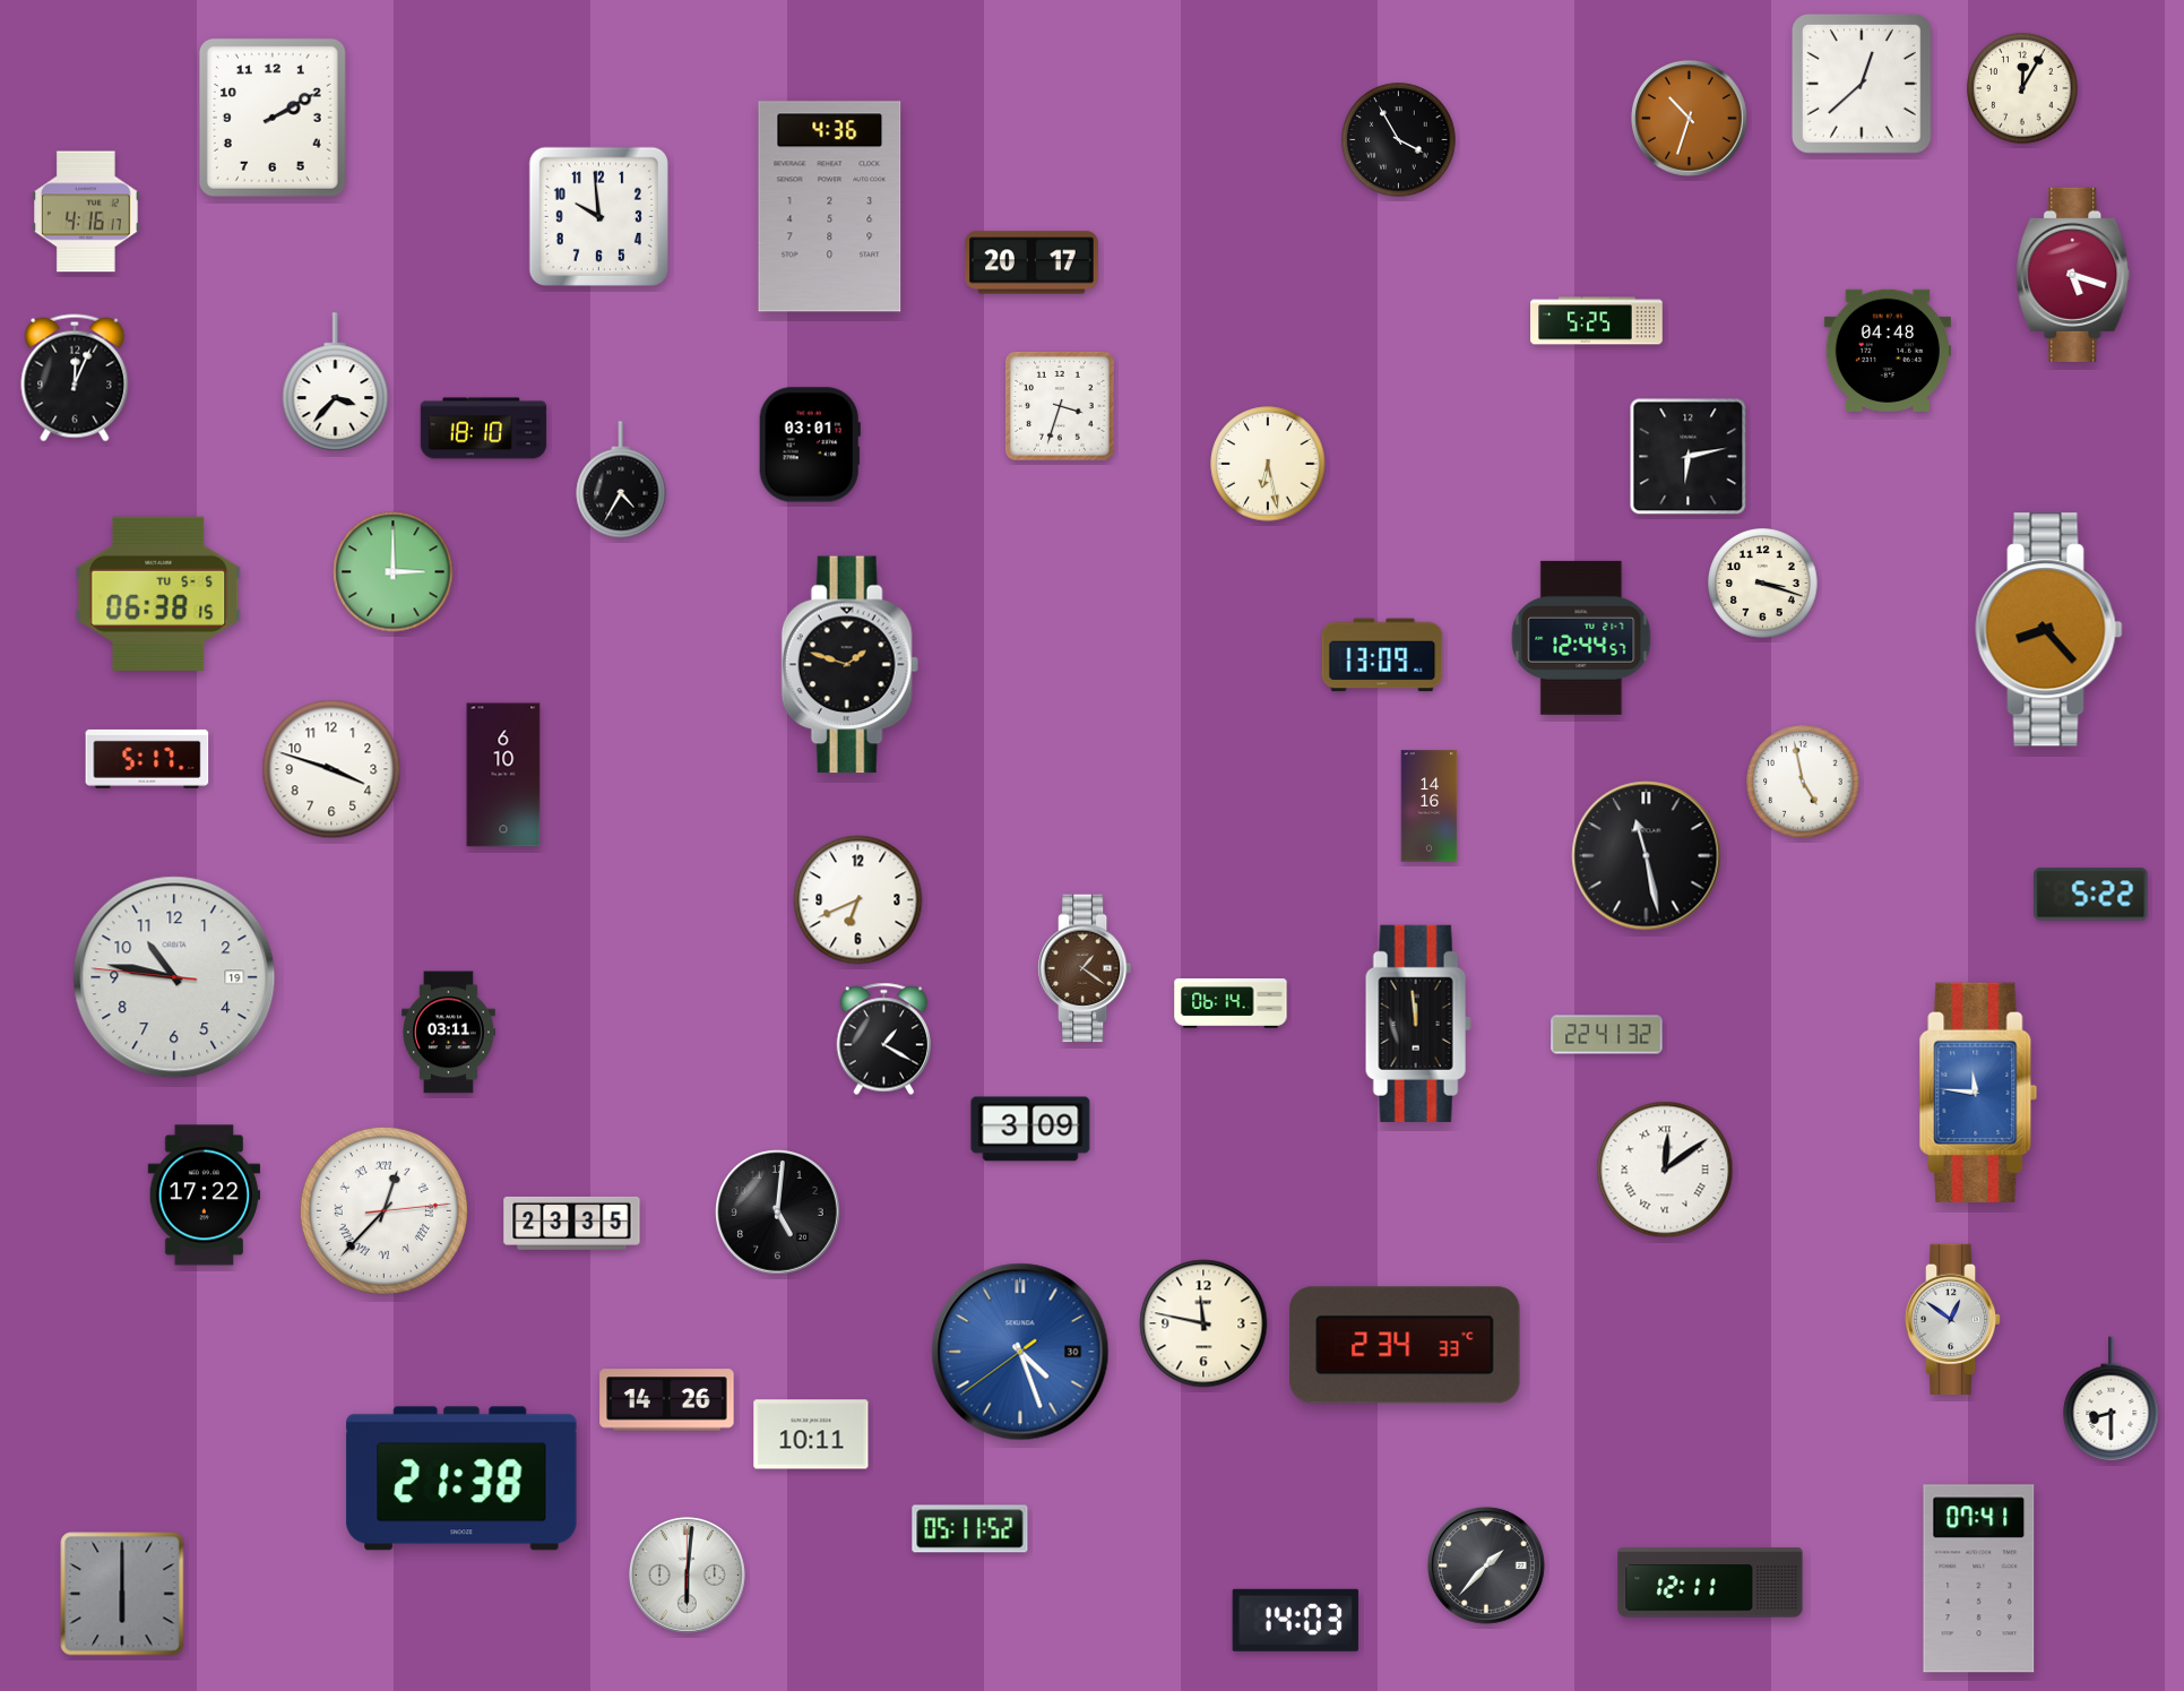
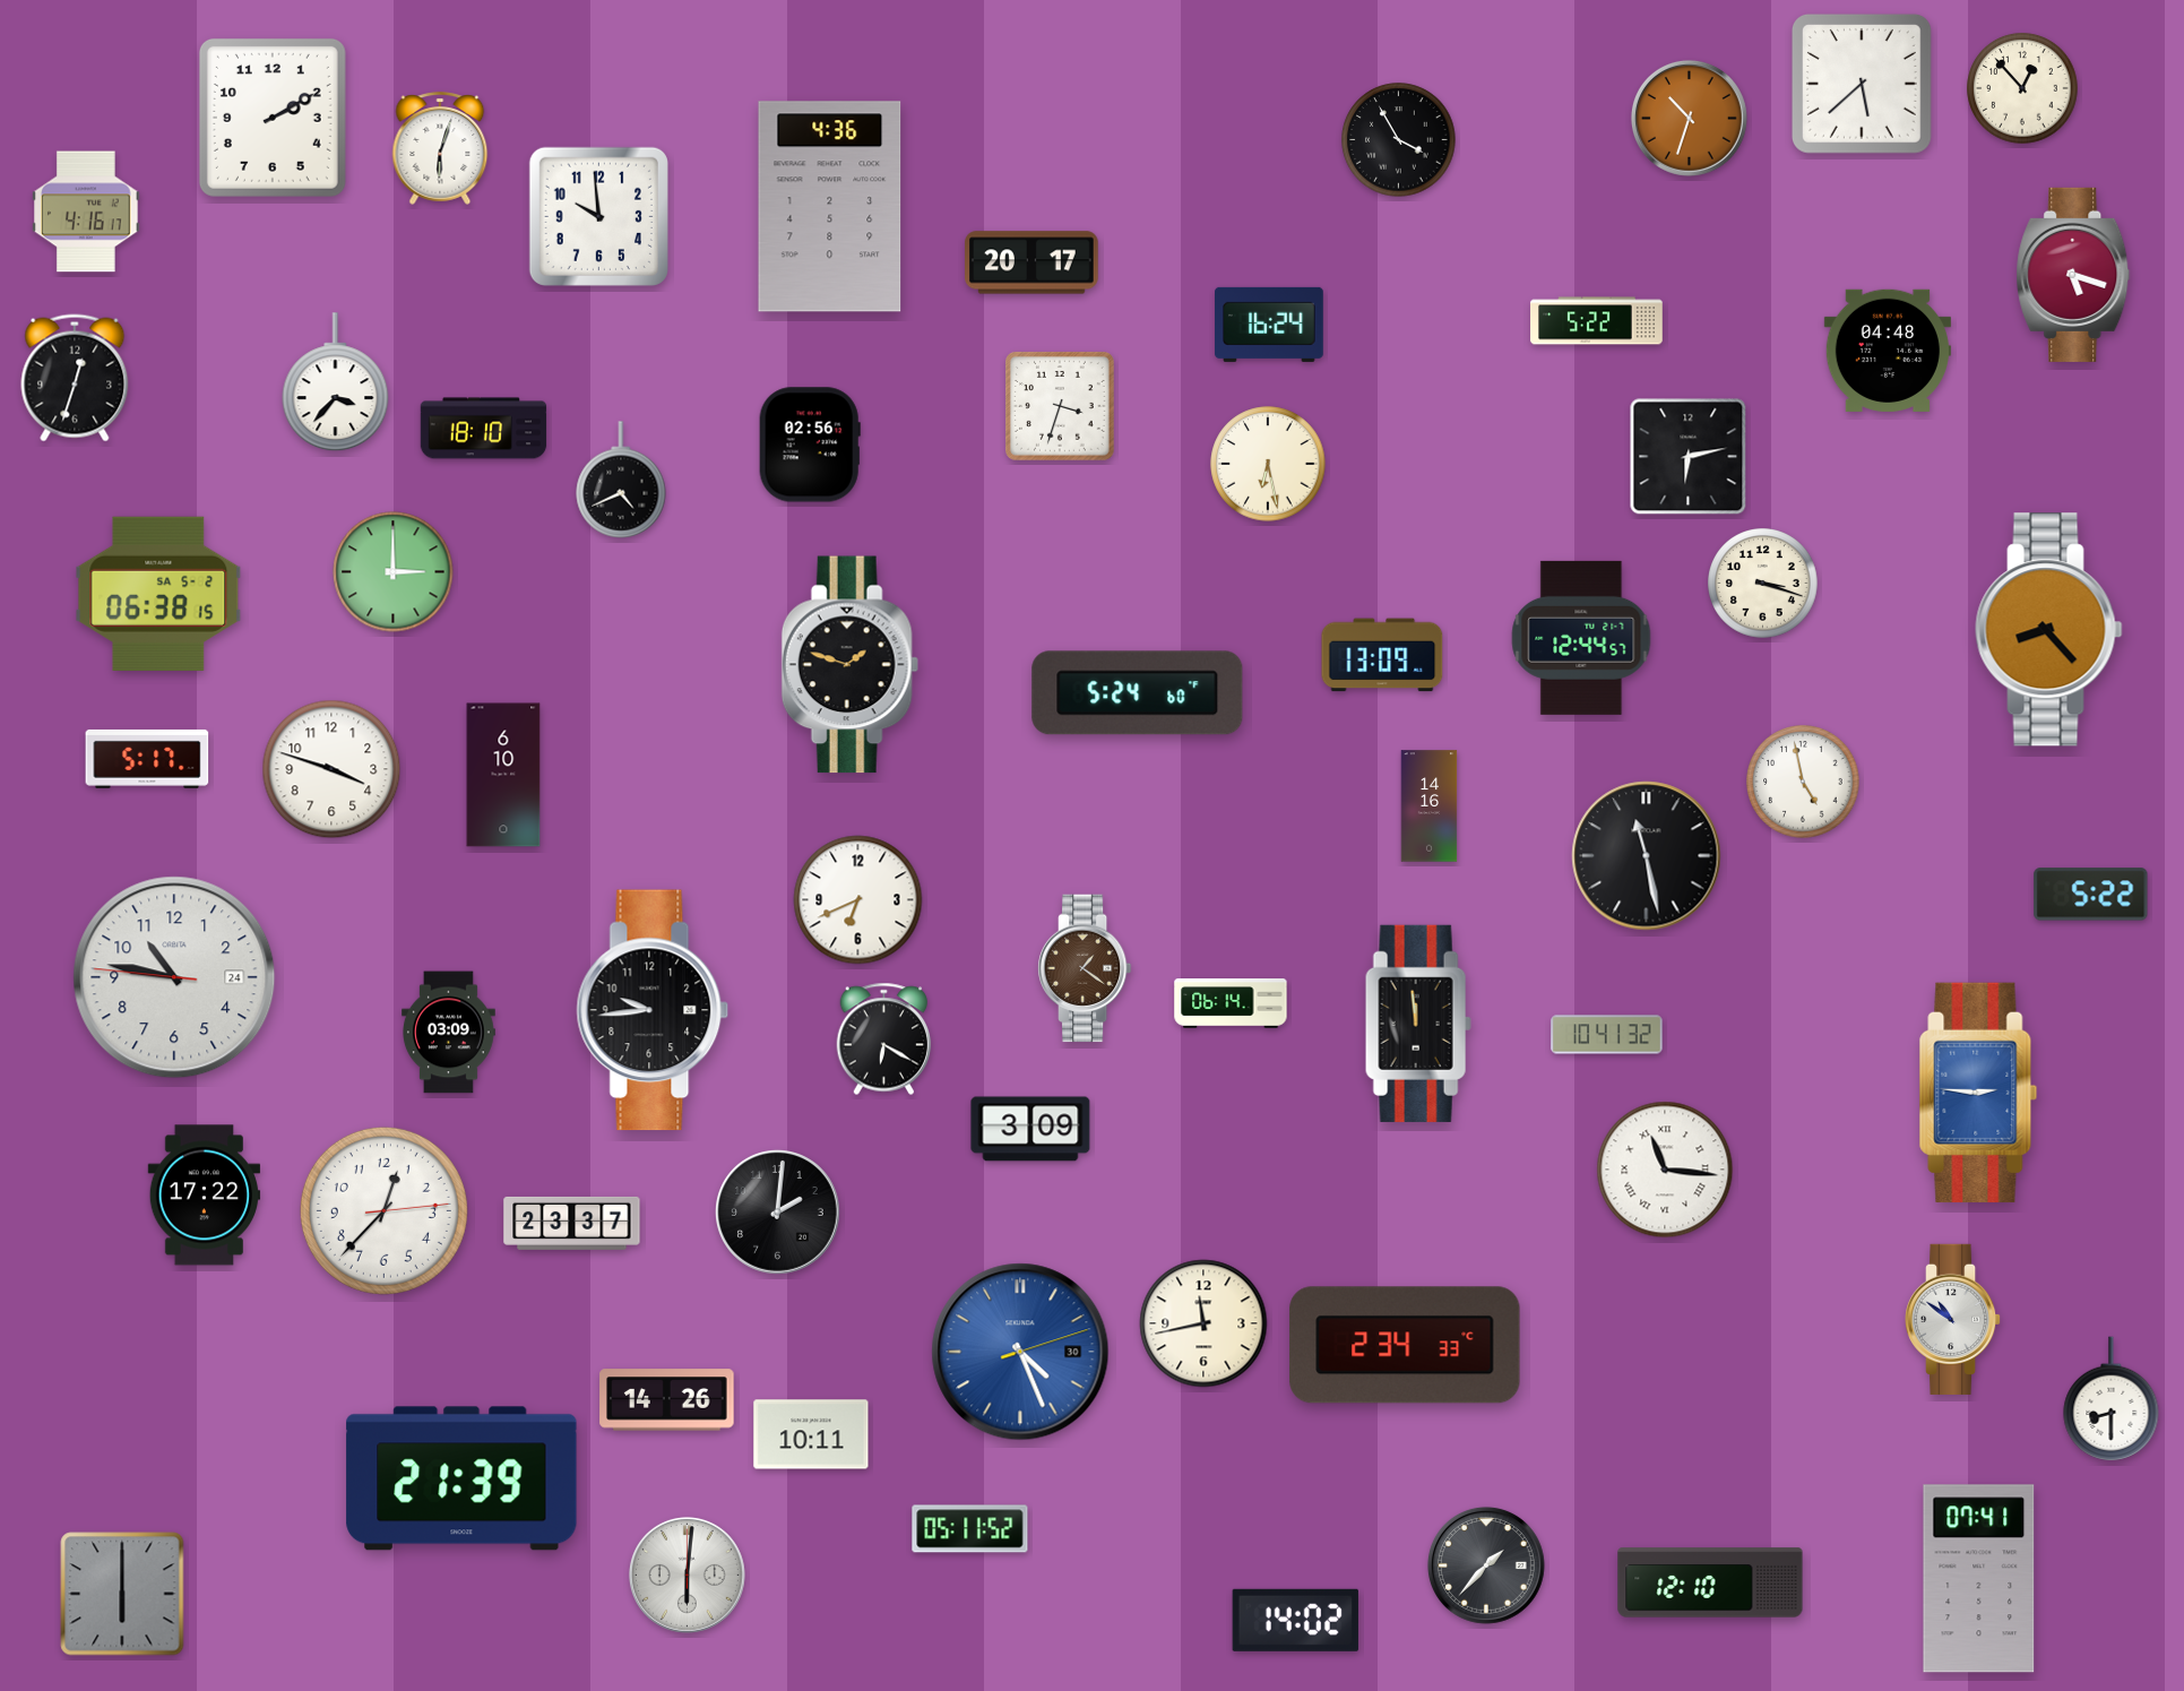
clock at (1862, 84): 12:38 -> 5:38
clock at (2022, 88): 12:05 -> 12:53
clock at (440, 148): none -> 6:03
clock at (1597, 321): 5:25 -> 5:22
clock at (1270, 325): none -> 16:24
clock at (75, 378): 12:04 -> 12:33
clock at (810, 445): 03:01 -> 02:56
clock at (621, 480): 4:35 -> 4:41
clock at (158, 594) date: TU 5-5 -> SA 5-2
clock at (1138, 693): none -> 5:24
clock at (174, 977) date: 19 -> 24
clock at (653, 1010): none -> 9:44
clock at (449, 1033): 03:11 -> 03:09
clock at (1607, 1035): 22:41 -> 10:41
clock at (884, 1039): 1:20 -> 6:20
clock at (1978, 1093): 11:46 -> 2:46
clock at (1665, 1170): 12:09 -> 11:16
clock at (383, 1210) numerals: Roman -> Arabic
clock at (778, 1213): 5:01 -> 2:01
clock at (572, 1223): 23:35 -> 23:37
clock at (1954, 1319): 12:51 -> 10:51
clock at (1203, 1323): 11:47 -> 11:43
clock at (1020, 1352): 4:26:39 -> 4:26:12
clock at (461, 1478): 21:38 -> 21:39
clock at (1710, 1582): 12:11 -> 12:10
clock at (1295, 1620): 14:03 -> 14:02
